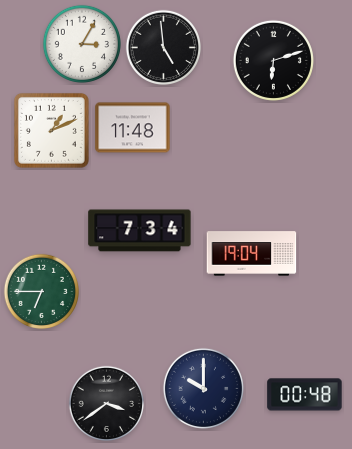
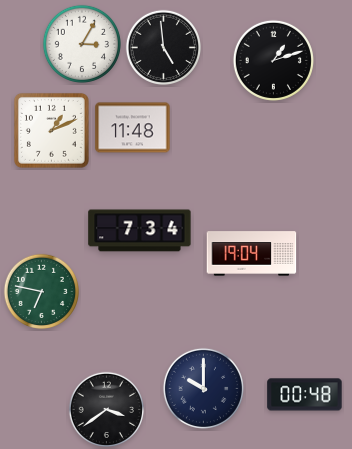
clock at (273, 60): 6:12 -> 1:12
clock at (41, 291): 6:45 -> 6:47
clock at (106, 403) position: (106, 403) -> (106, 409)
